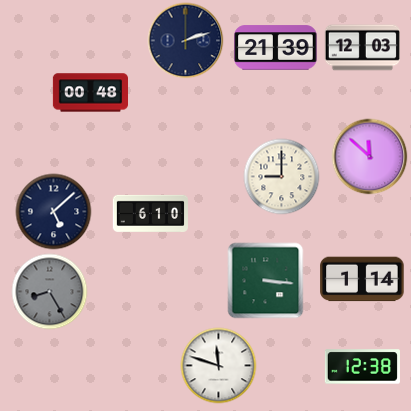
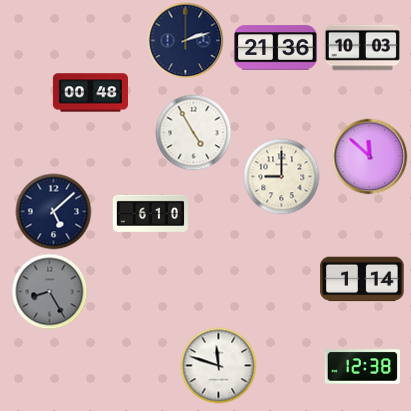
clock at (276, 48): 21:39 -> 21:36
clock at (362, 48): 12:03 -> 10:03
clock at (194, 133): none -> 4:55
clock at (266, 281): 3:16 -> none
